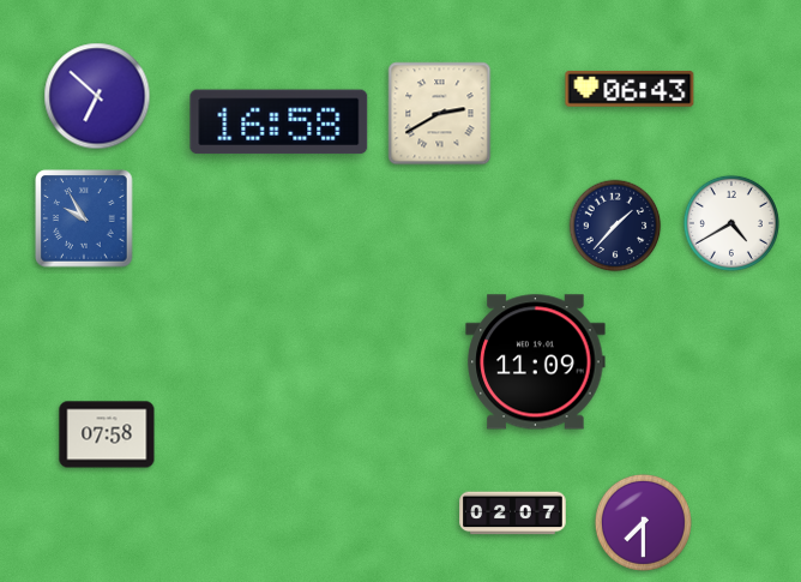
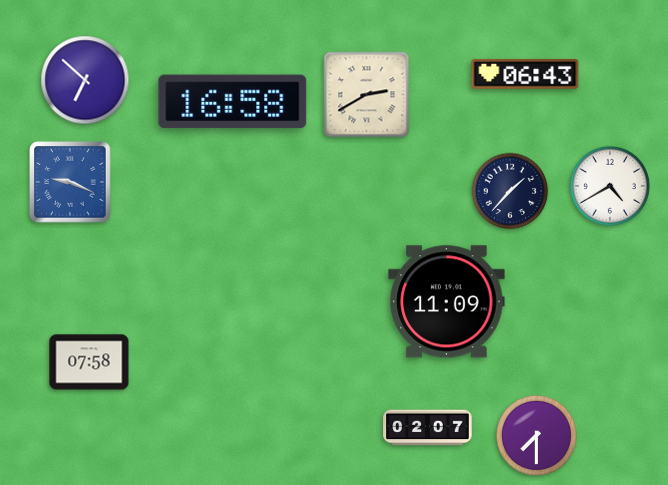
clock at (97, 96) position: (97, 96) -> (85, 80)
clock at (84, 218): 9:55 -> 9:19
clock at (615, 226) position: (615, 226) -> (510, 191)
